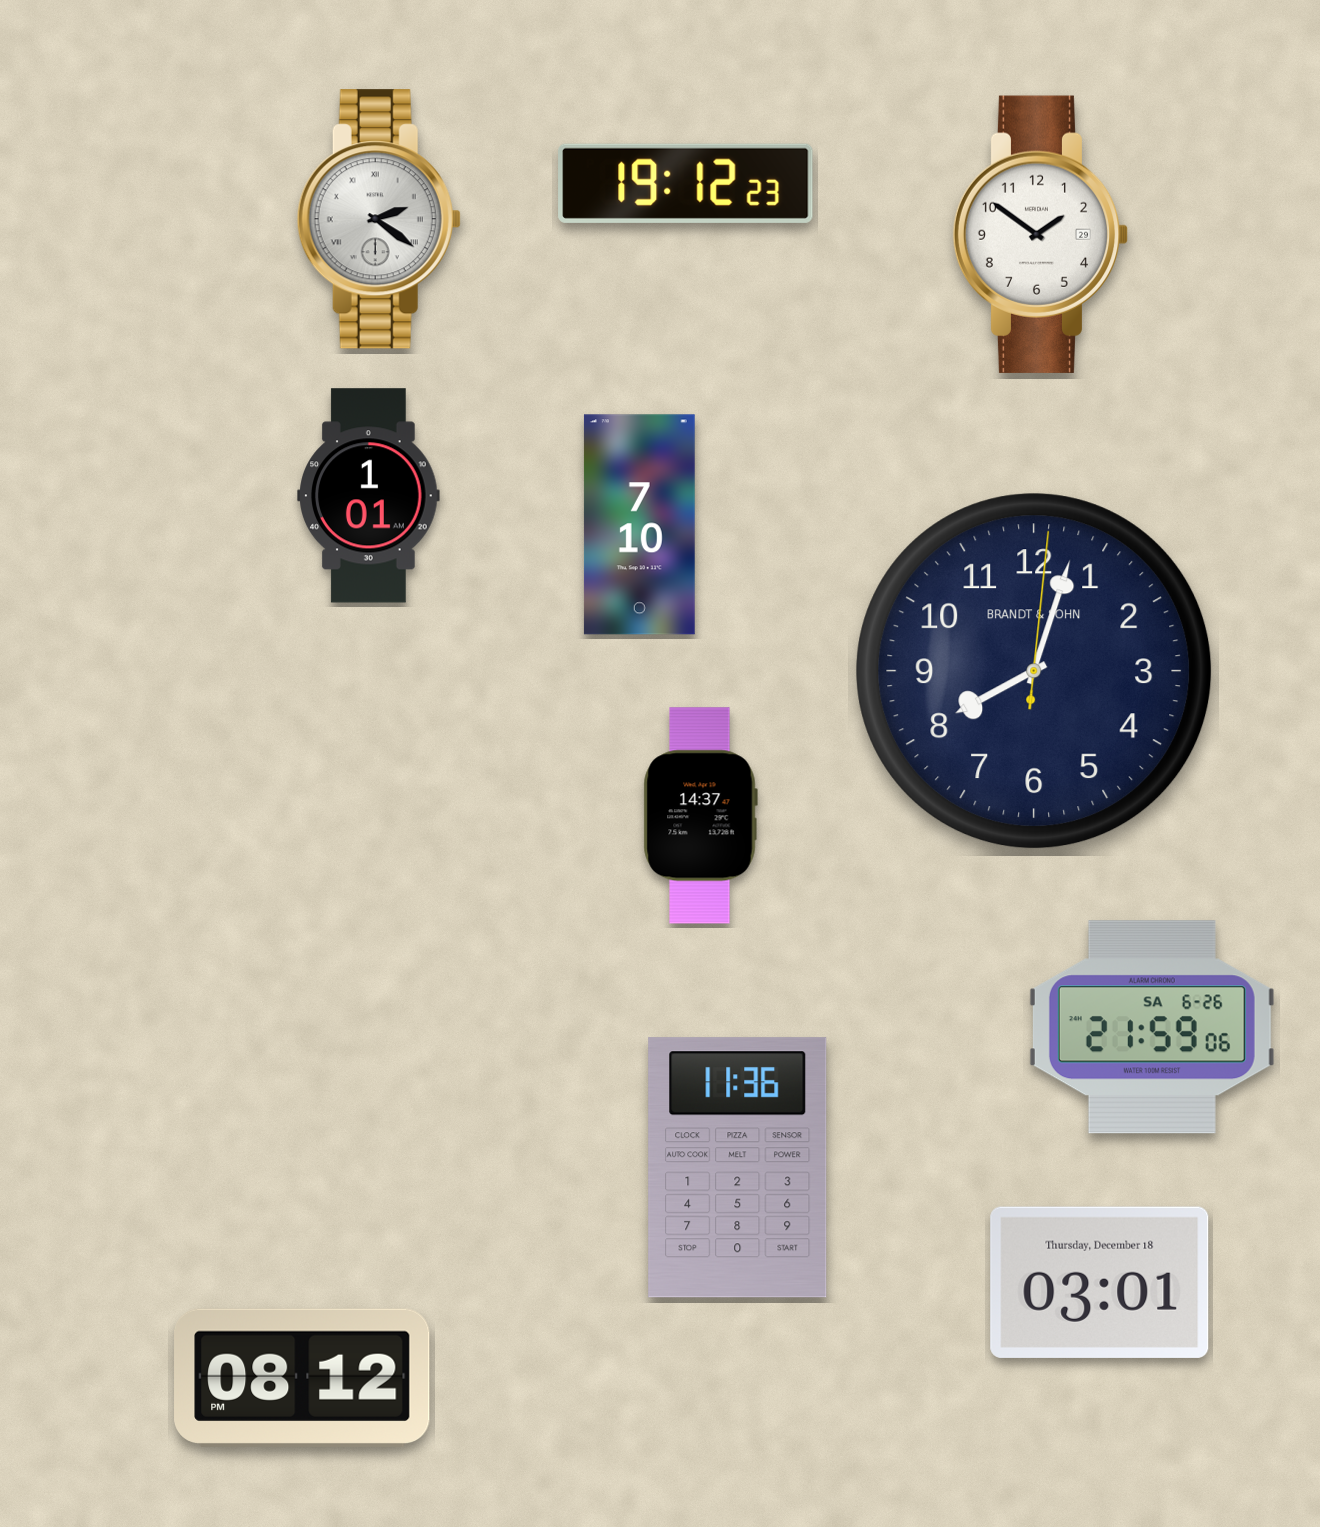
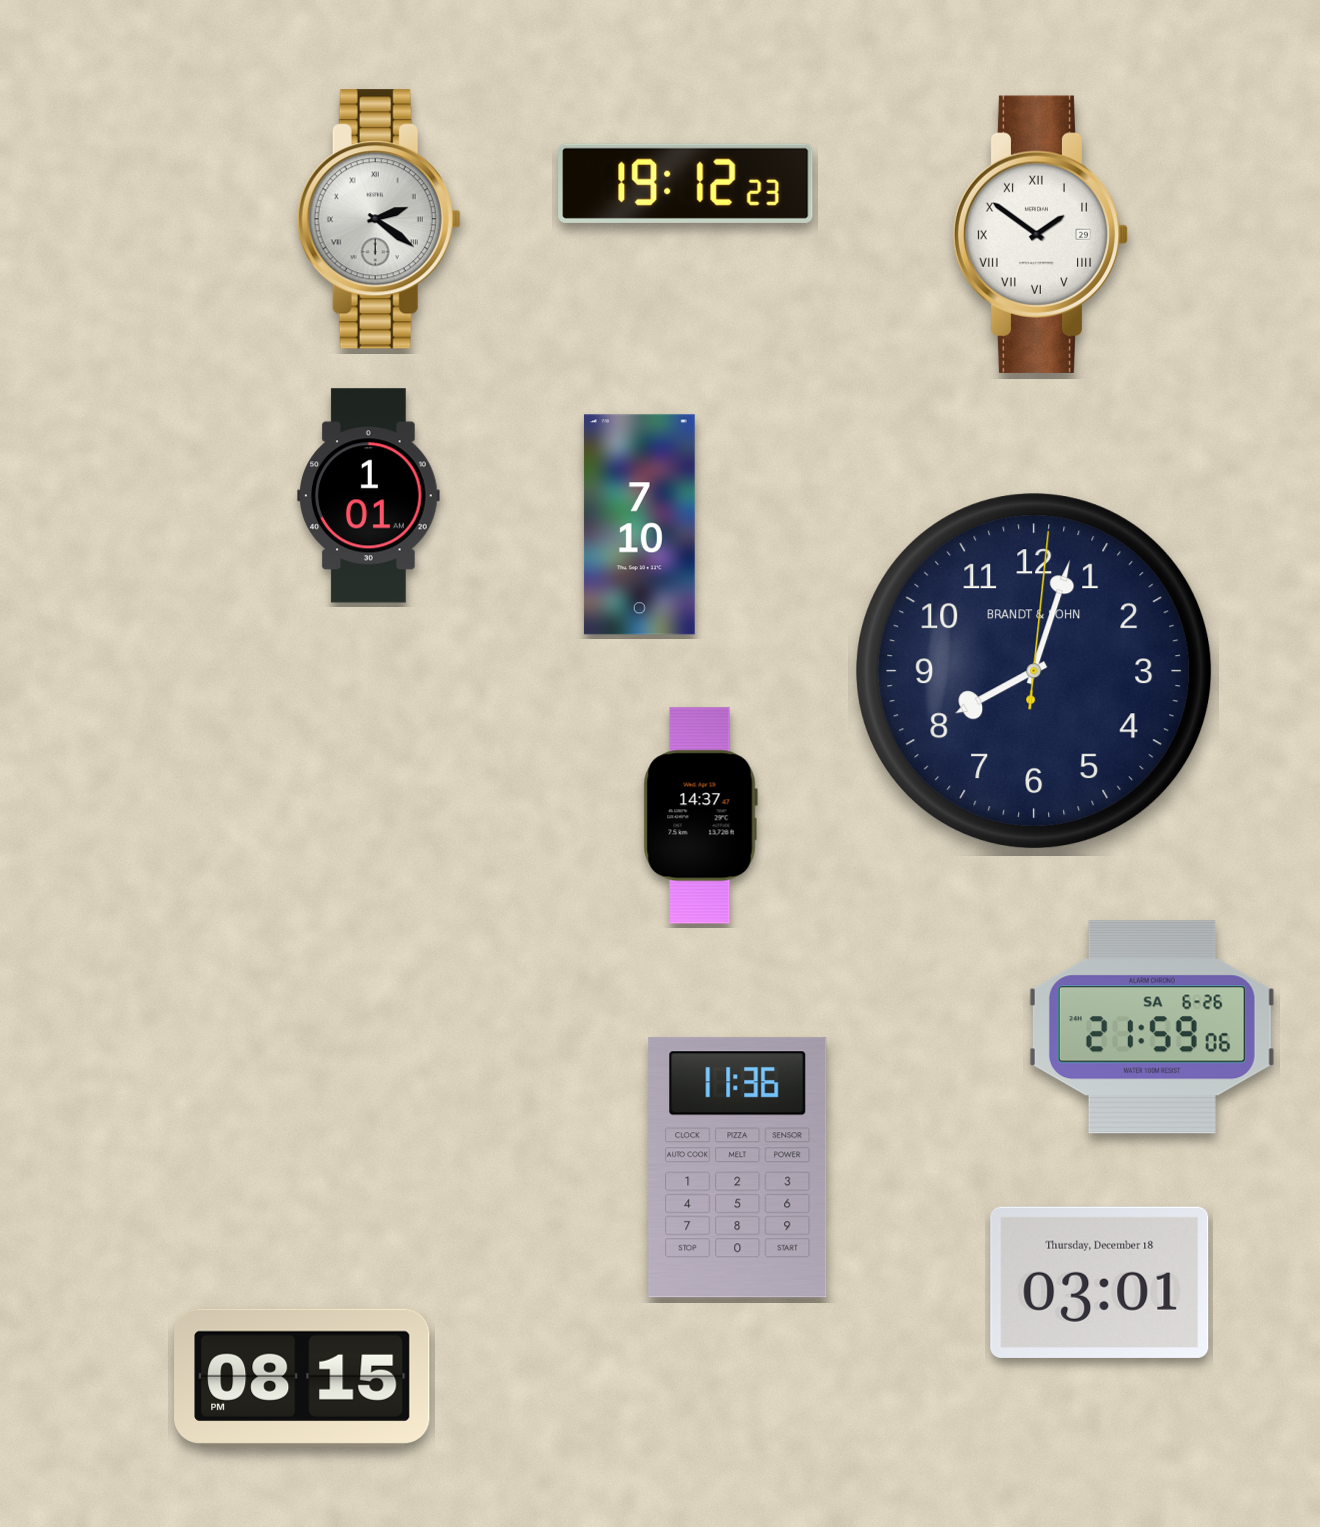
clock at (1041, 234) numerals: Arabic -> Roman
clock at (302, 1378): 08:12 -> 08:15
